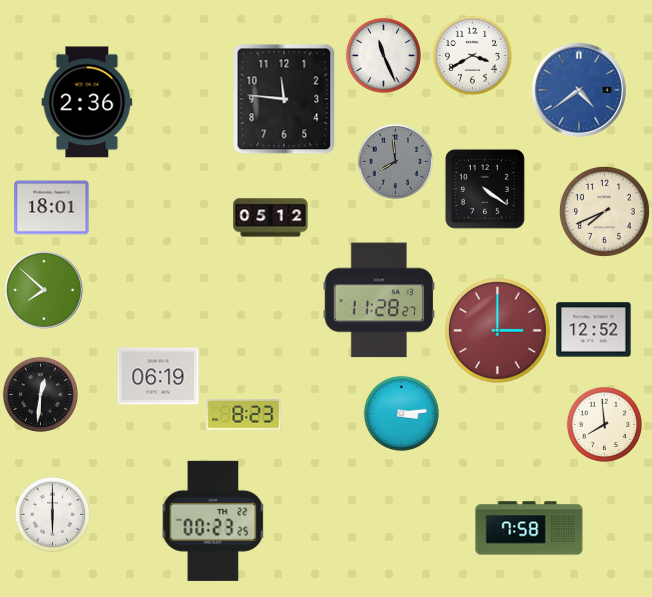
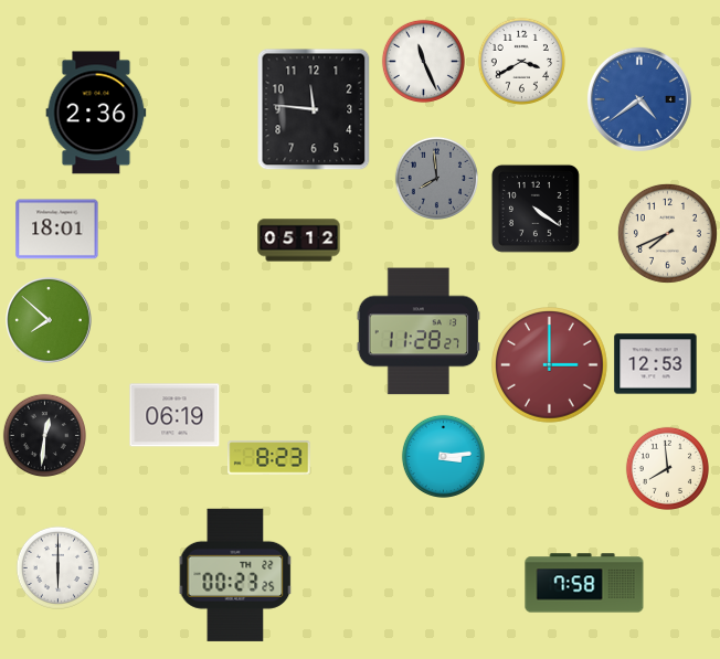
clock at (594, 330): 12:52 -> 12:53
